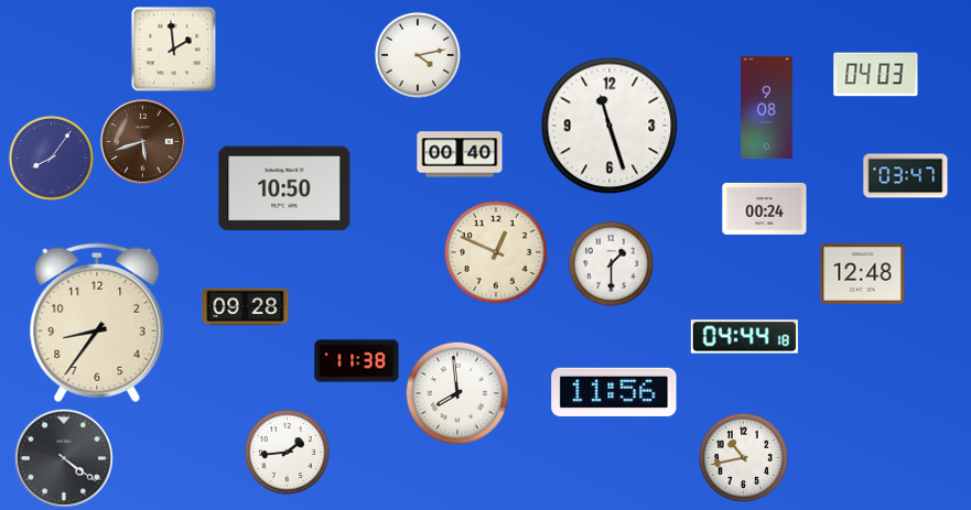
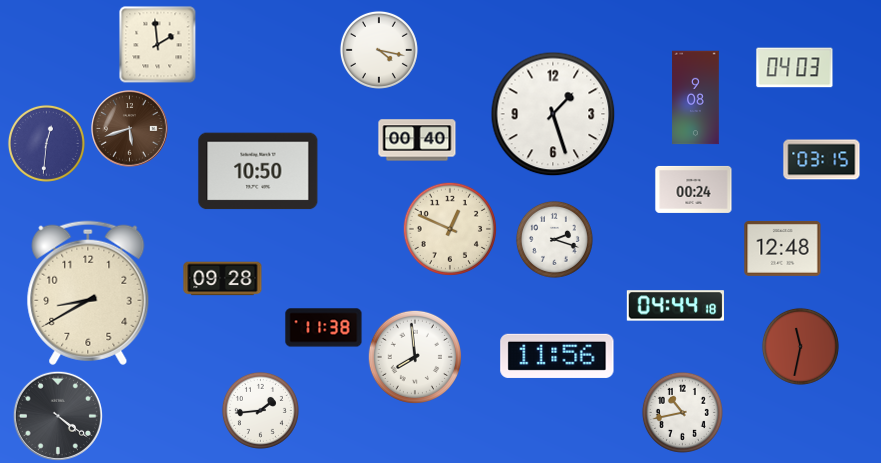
clock at (418, 55): 4:13 -> 4:17
clock at (609, 126): 11:27 -> 1:27
clock at (51, 158): 8:06 -> 12:31
clock at (906, 176): 03:47 -> 03:15
clock at (611, 263): 1:30 -> 2:18
clock at (97, 323): 8:36 -> 8:40
clock at (800, 346): none -> 11:32
clock at (743, 457) position: (743, 457) -> (682, 412)
